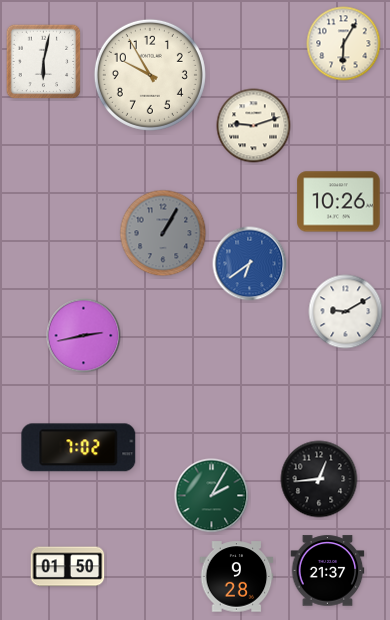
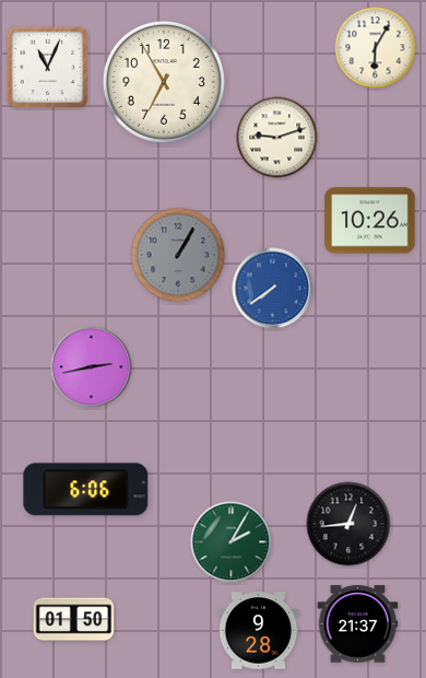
clock at (44, 62): 6:02 -> 11:04
clock at (150, 75): 9:55 -> 6:55
clock at (250, 264): 6:39 -> 7:39
clock at (346, 312): 9:10 -> none
clock at (79, 448): 7:02 -> 6:06
